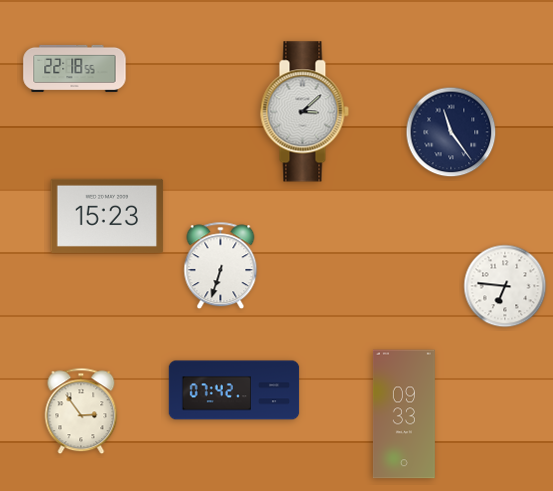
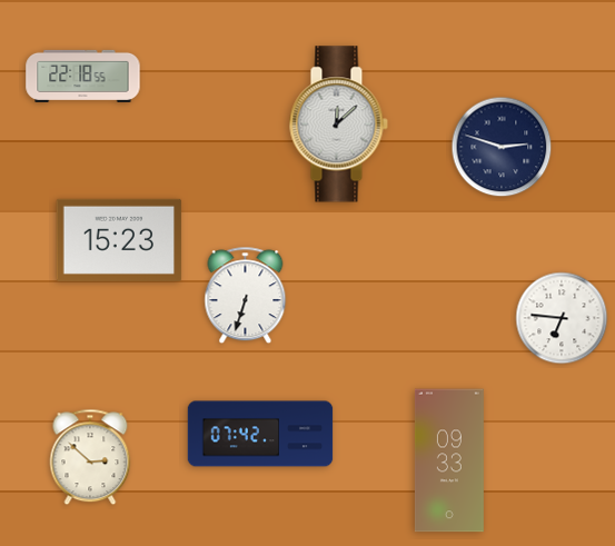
clock at (304, 112): 3:08 -> 12:08
clock at (451, 132): 11:24 -> 2:48
clock at (81, 411): 2:54 -> 2:52
